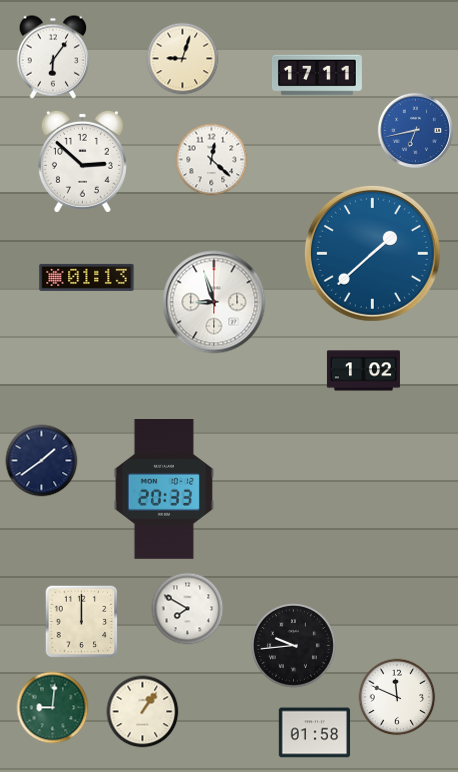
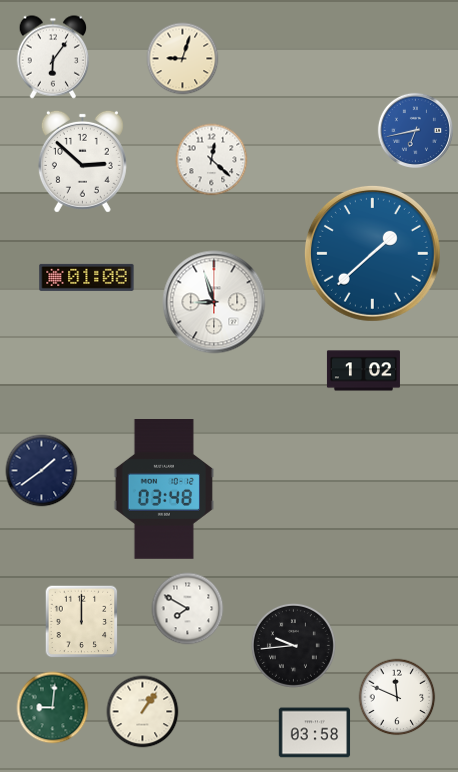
clock at (317, 75): 17:11 -> none
clock at (87, 277): 01:13 -> 01:08
clock at (42, 461) position: (42, 461) -> (42, 471)
clock at (164, 490): 20:33 -> 03:48
clock at (315, 733): 01:58 -> 03:58
